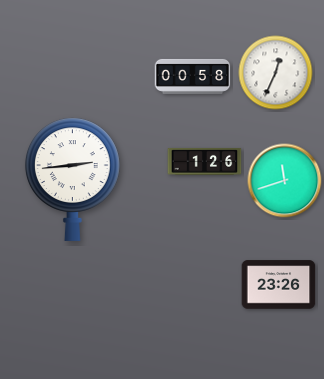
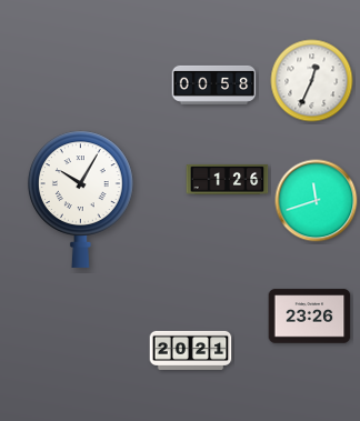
clock at (276, 73) position: (276, 73) -> (312, 81)
clock at (72, 179): 2:44 -> 10:05
clock at (191, 350): none -> 20:21
